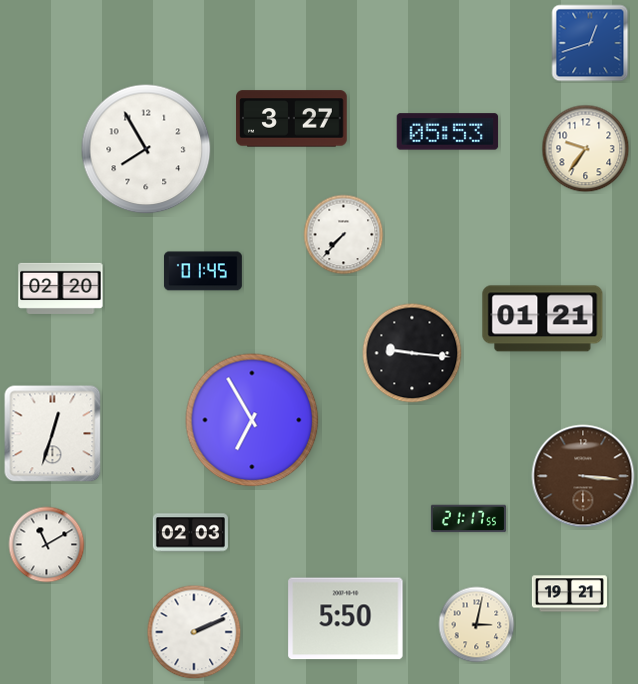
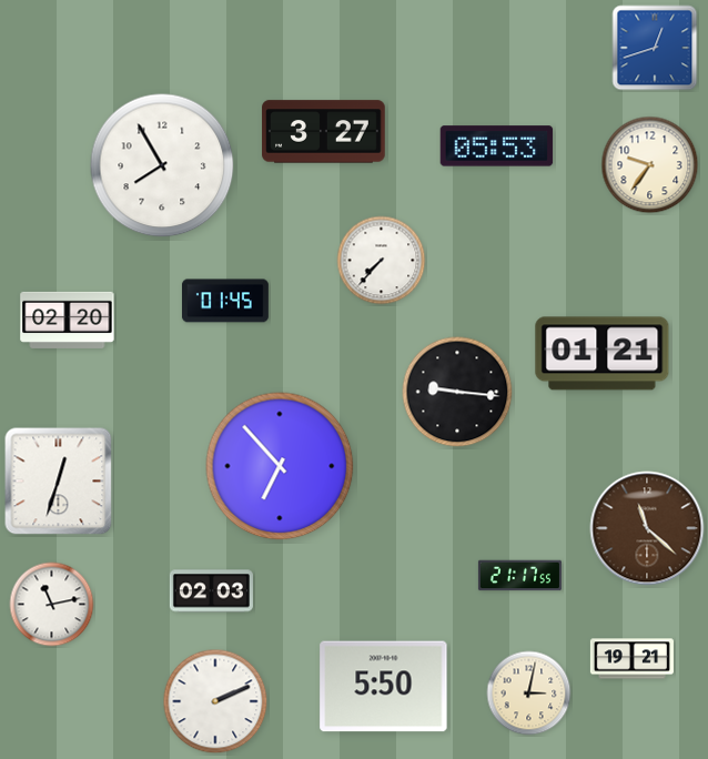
clock at (252, 420): 6:55 -> 6:53
clock at (583, 476): 3:16 -> 11:22
clock at (47, 545): 11:10 -> 11:13
